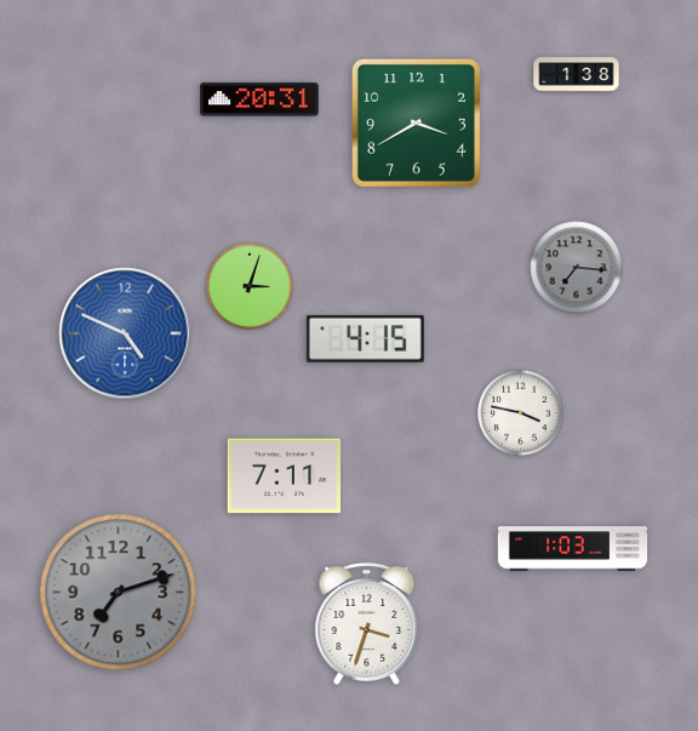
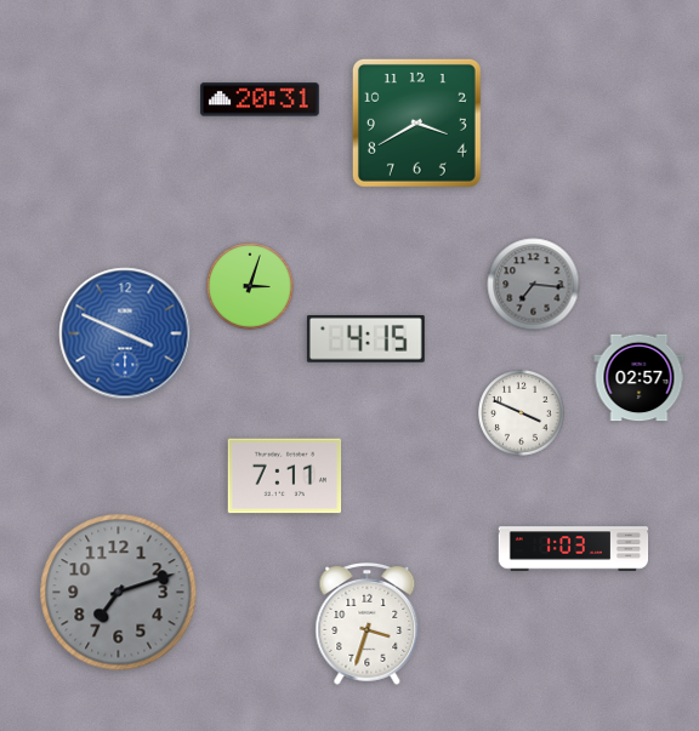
clock at (577, 75): 1:38 -> none
clock at (577, 268) position: (577, 268) -> (534, 285)
clock at (125, 333): 4:49 -> 3:49
clock at (640, 378): none -> 02:57
clock at (521, 413): 3:47 -> 3:49
